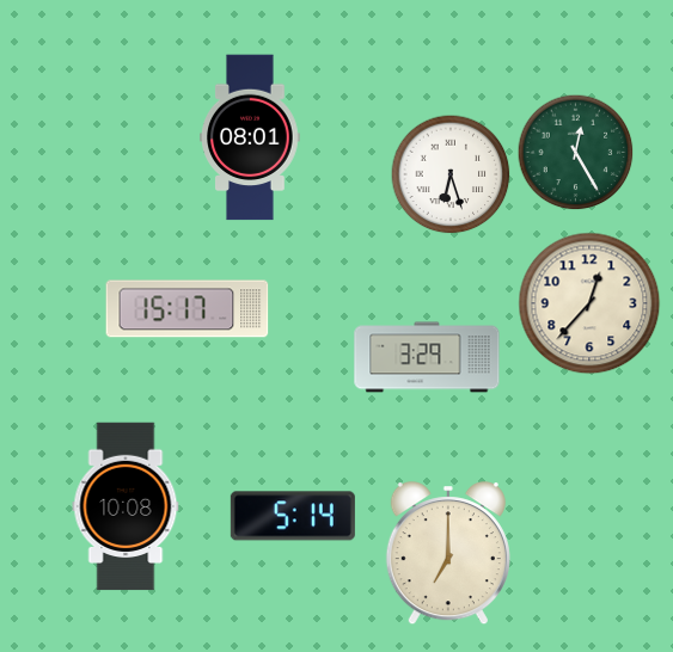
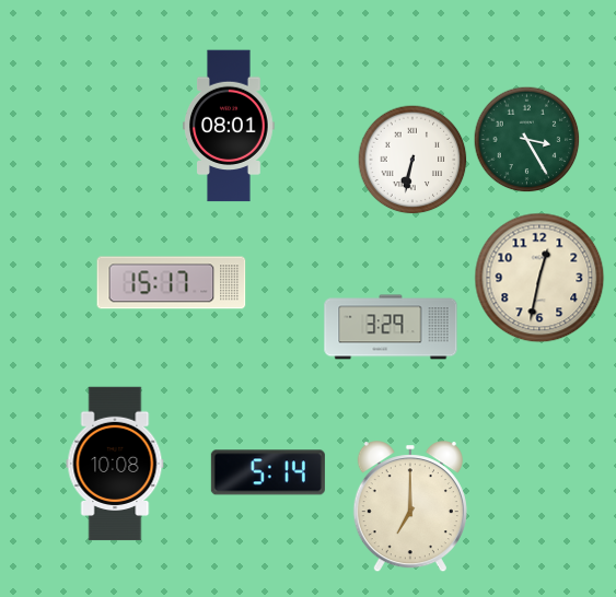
clock at (575, 152): 12:25 -> 3:25
clock at (451, 174): 6:27 -> 6:32
clock at (589, 303): 12:37 -> 12:32
